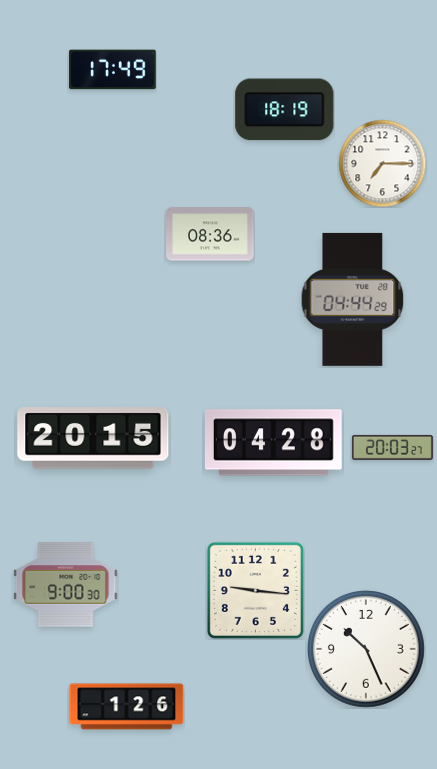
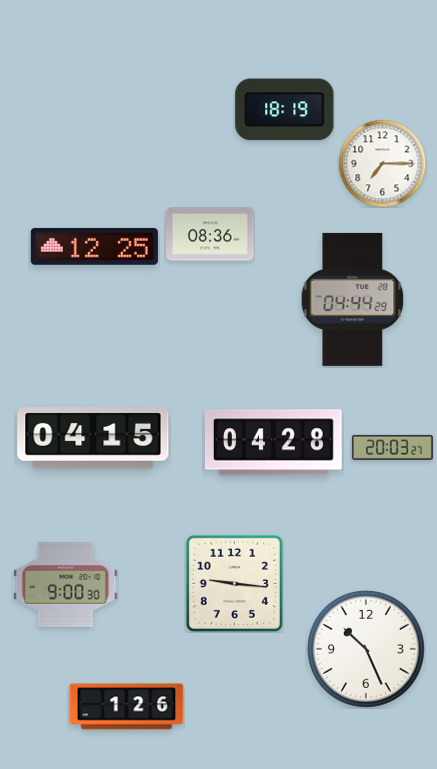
clock at (113, 70): 17:49 -> none
clock at (94, 246): none -> 12:25
clock at (93, 438): 20:15 -> 04:15
clock at (255, 590) position: (255, 590) -> (234, 583)
